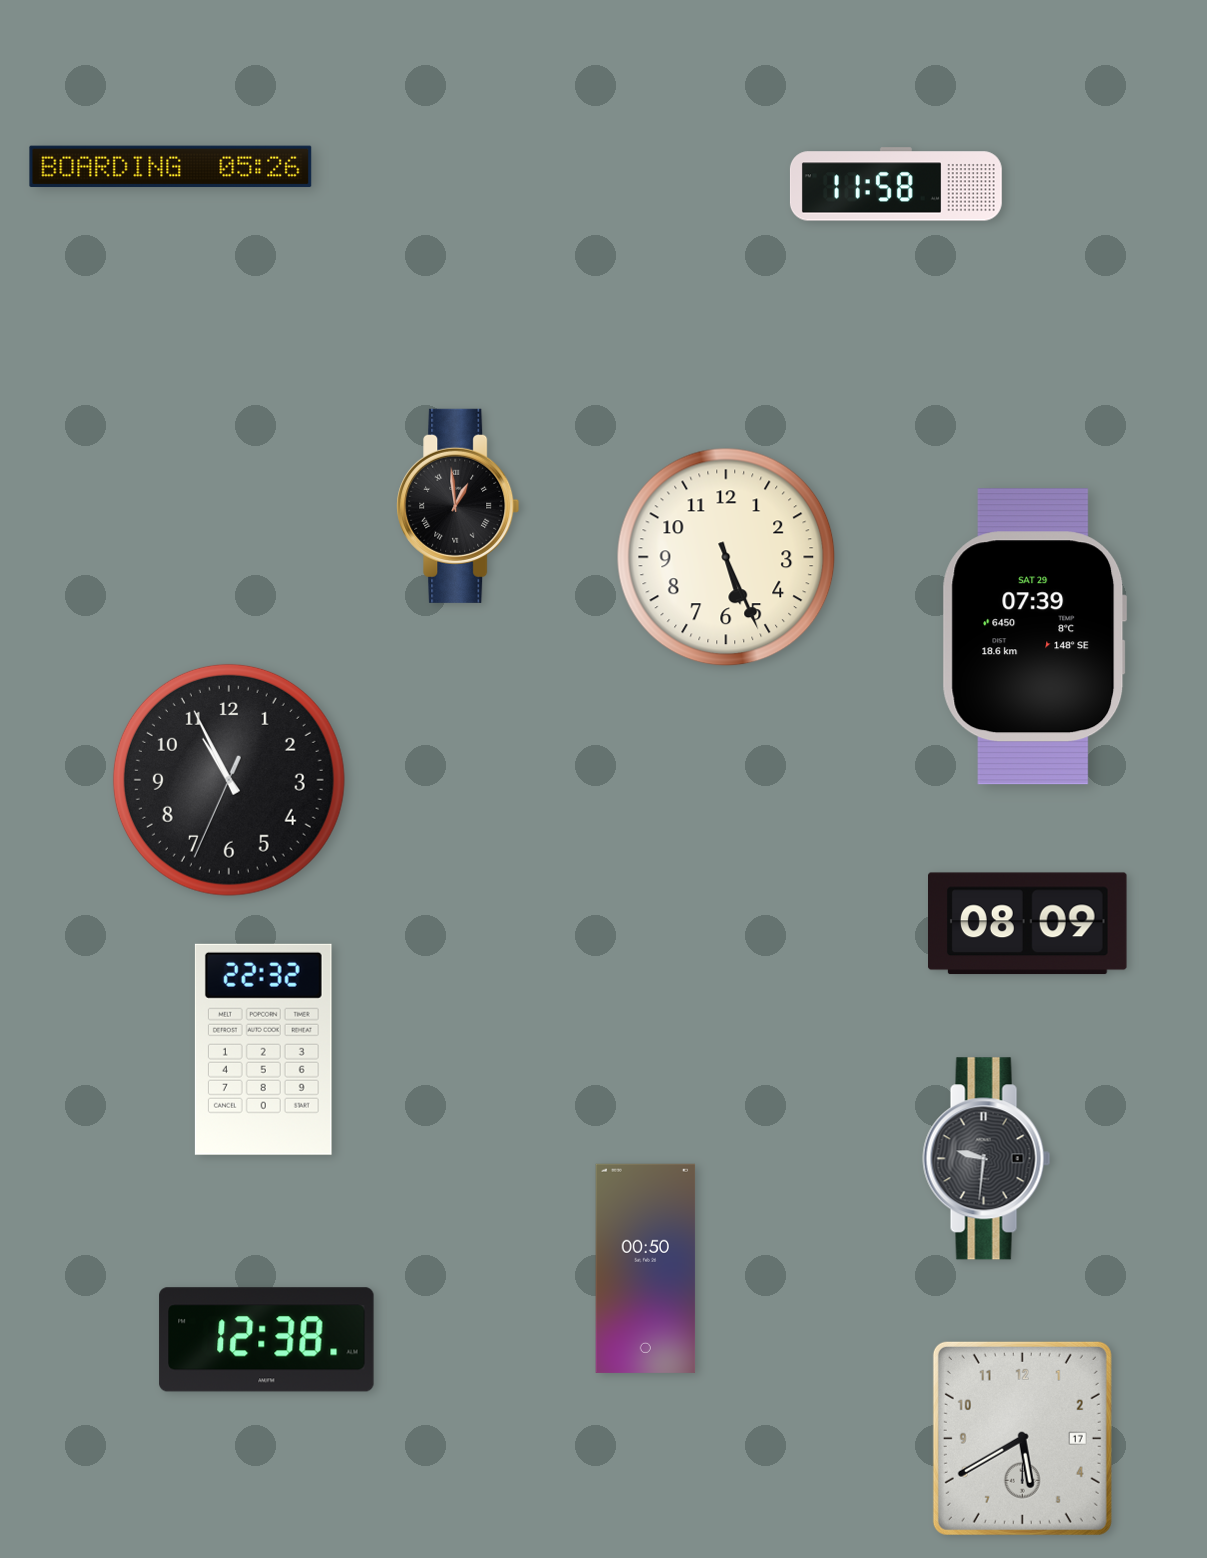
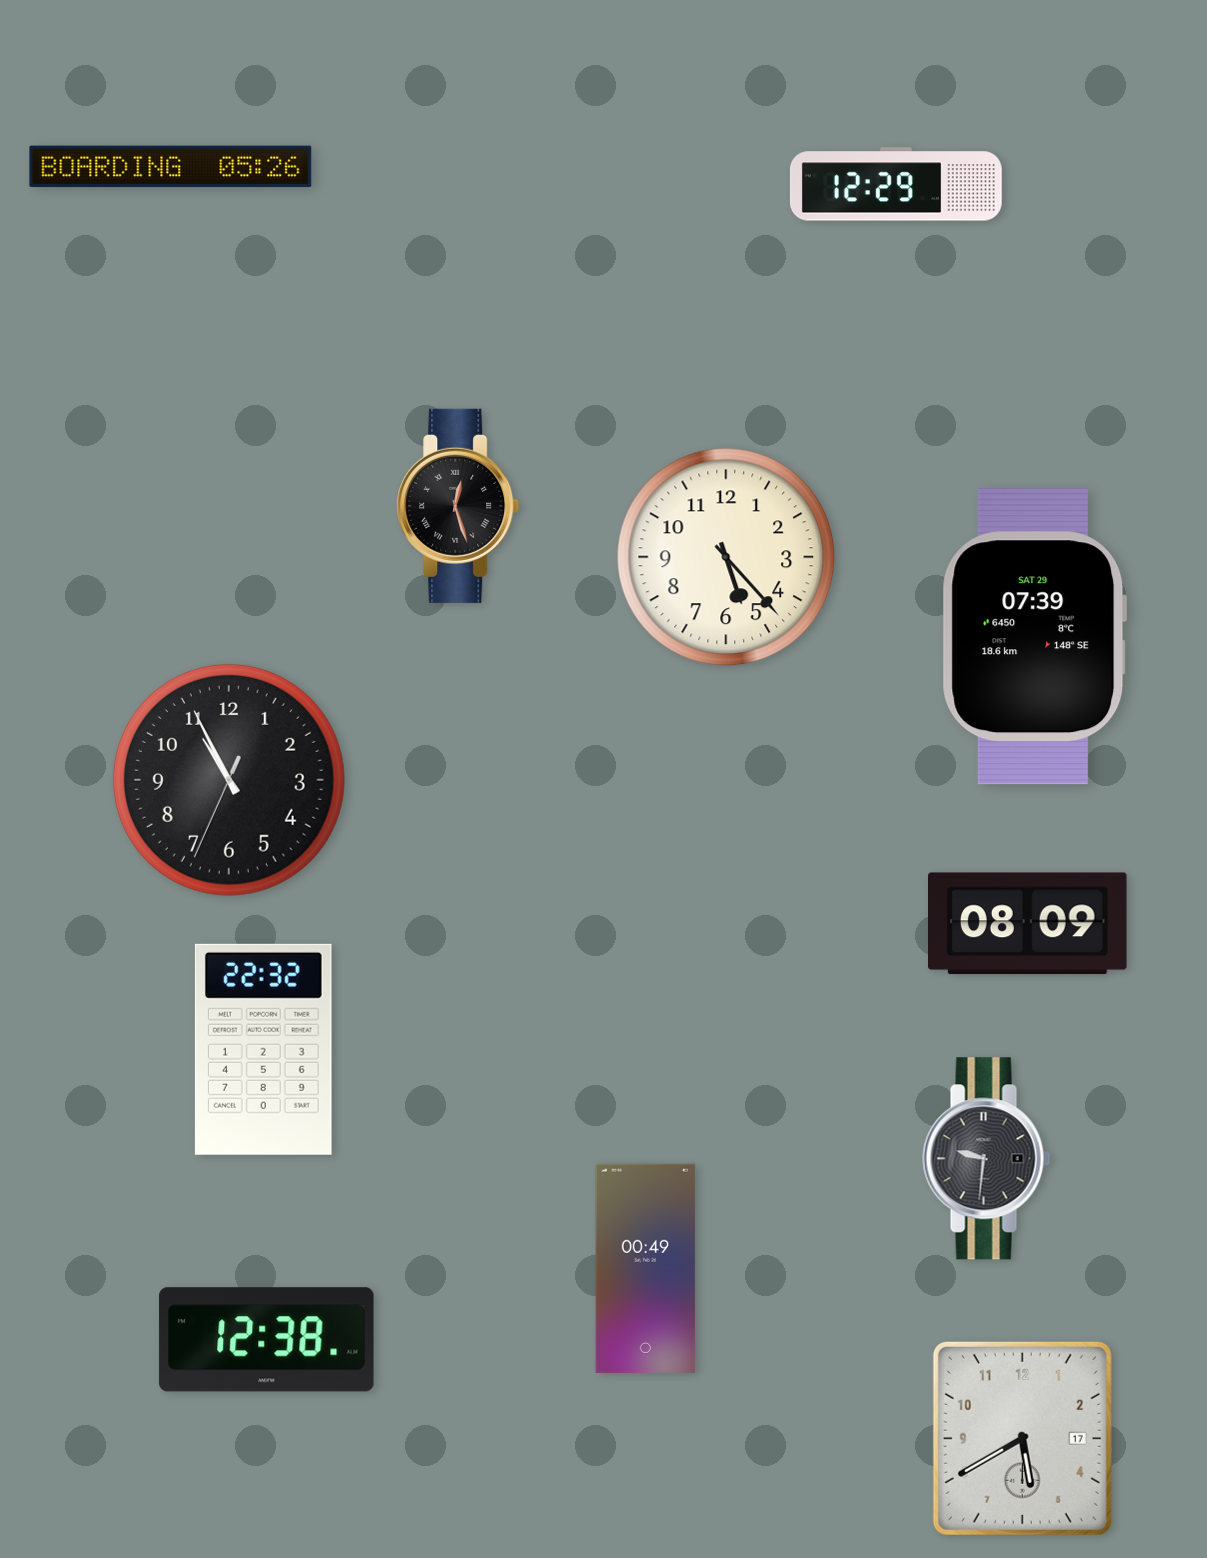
clock at (896, 184): 11:58 -> 12:29
clock at (458, 506): 12:59 -> 12:27
clock at (726, 557): 5:26 -> 5:23
clock at (646, 1268): 00:50 -> 00:49
